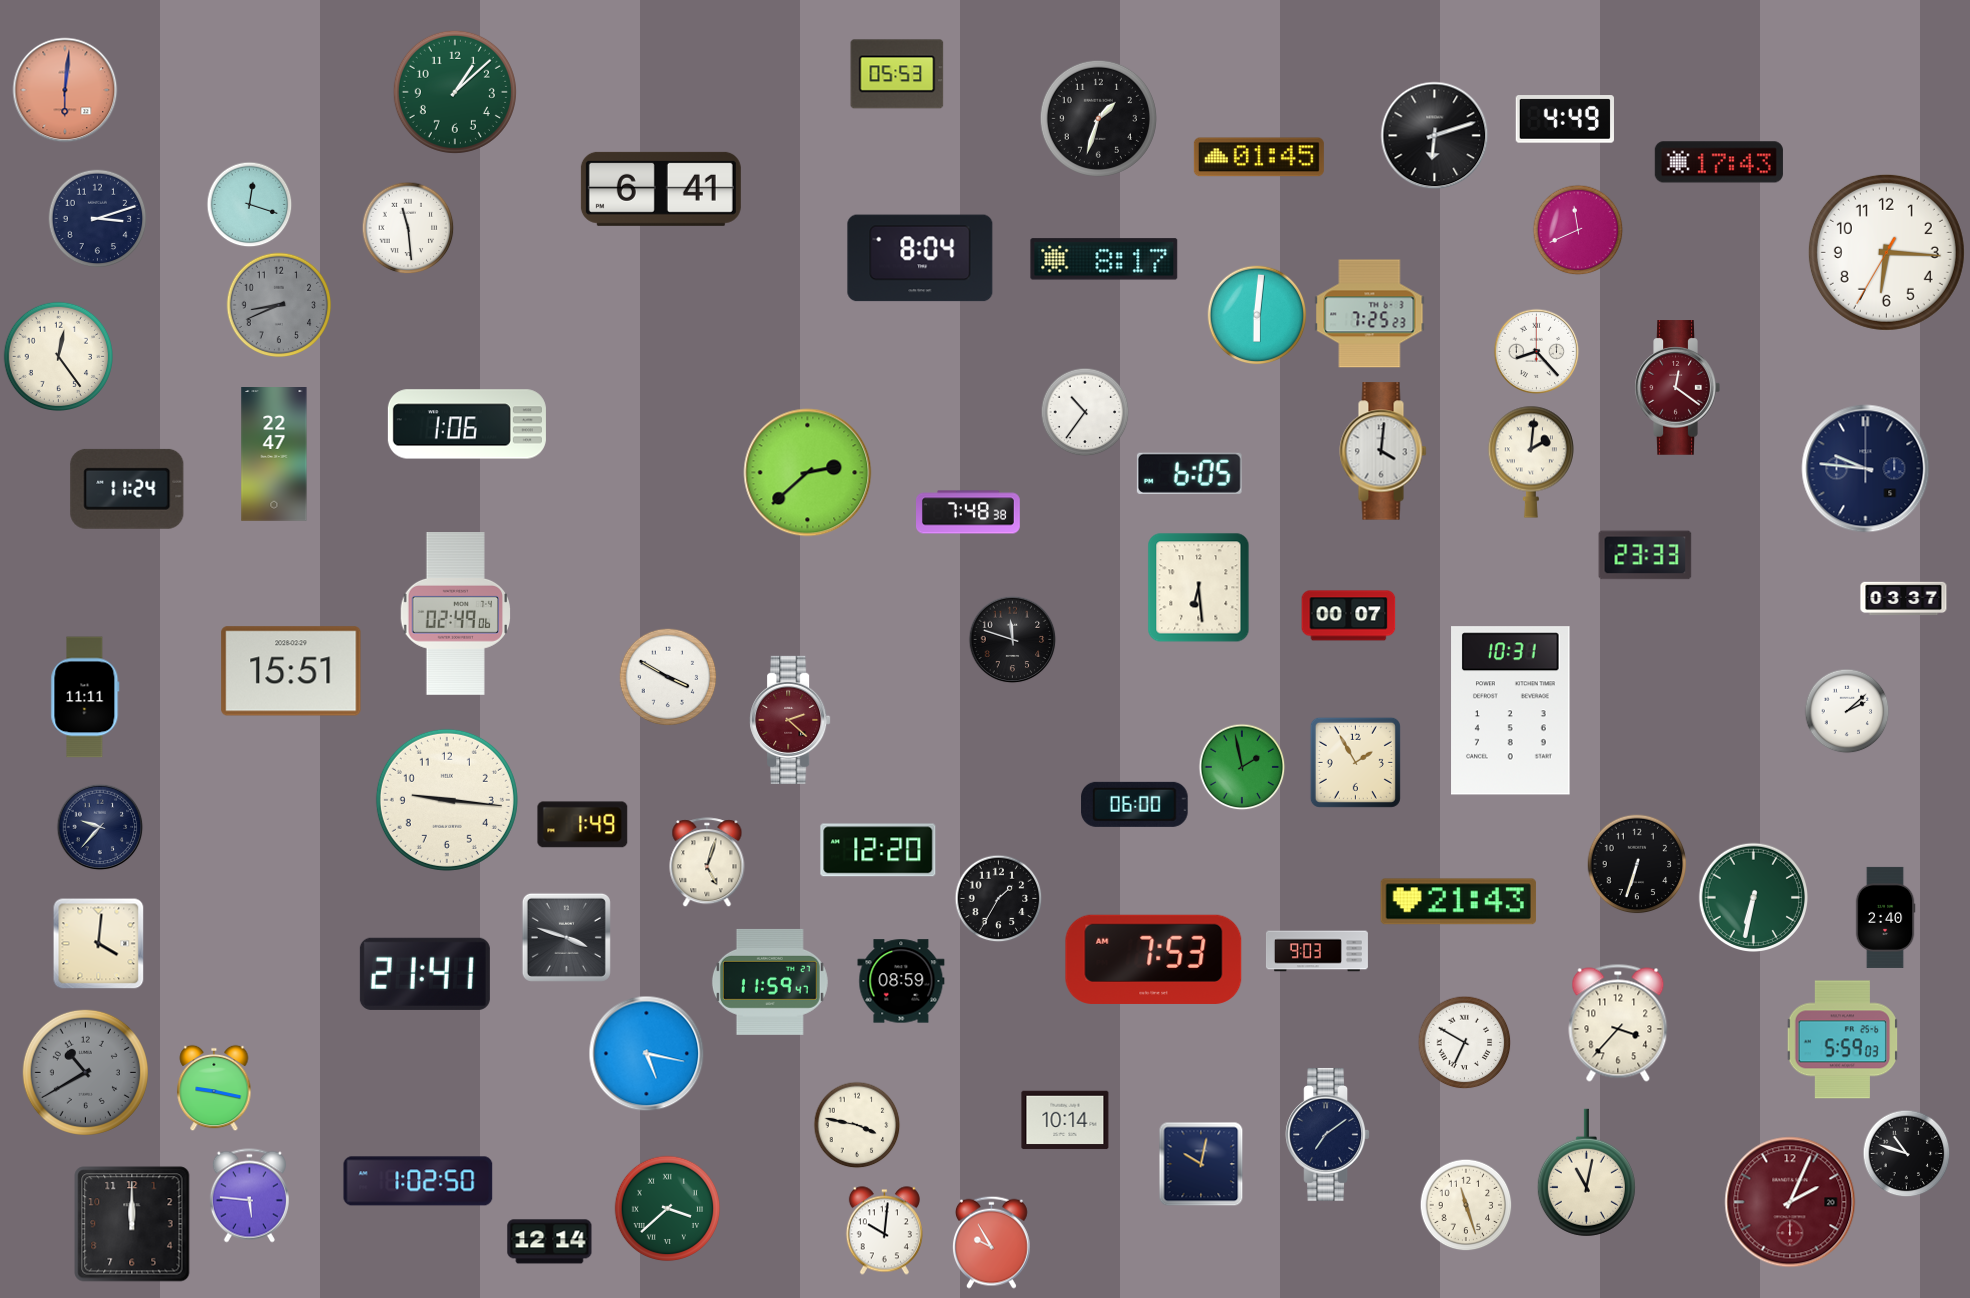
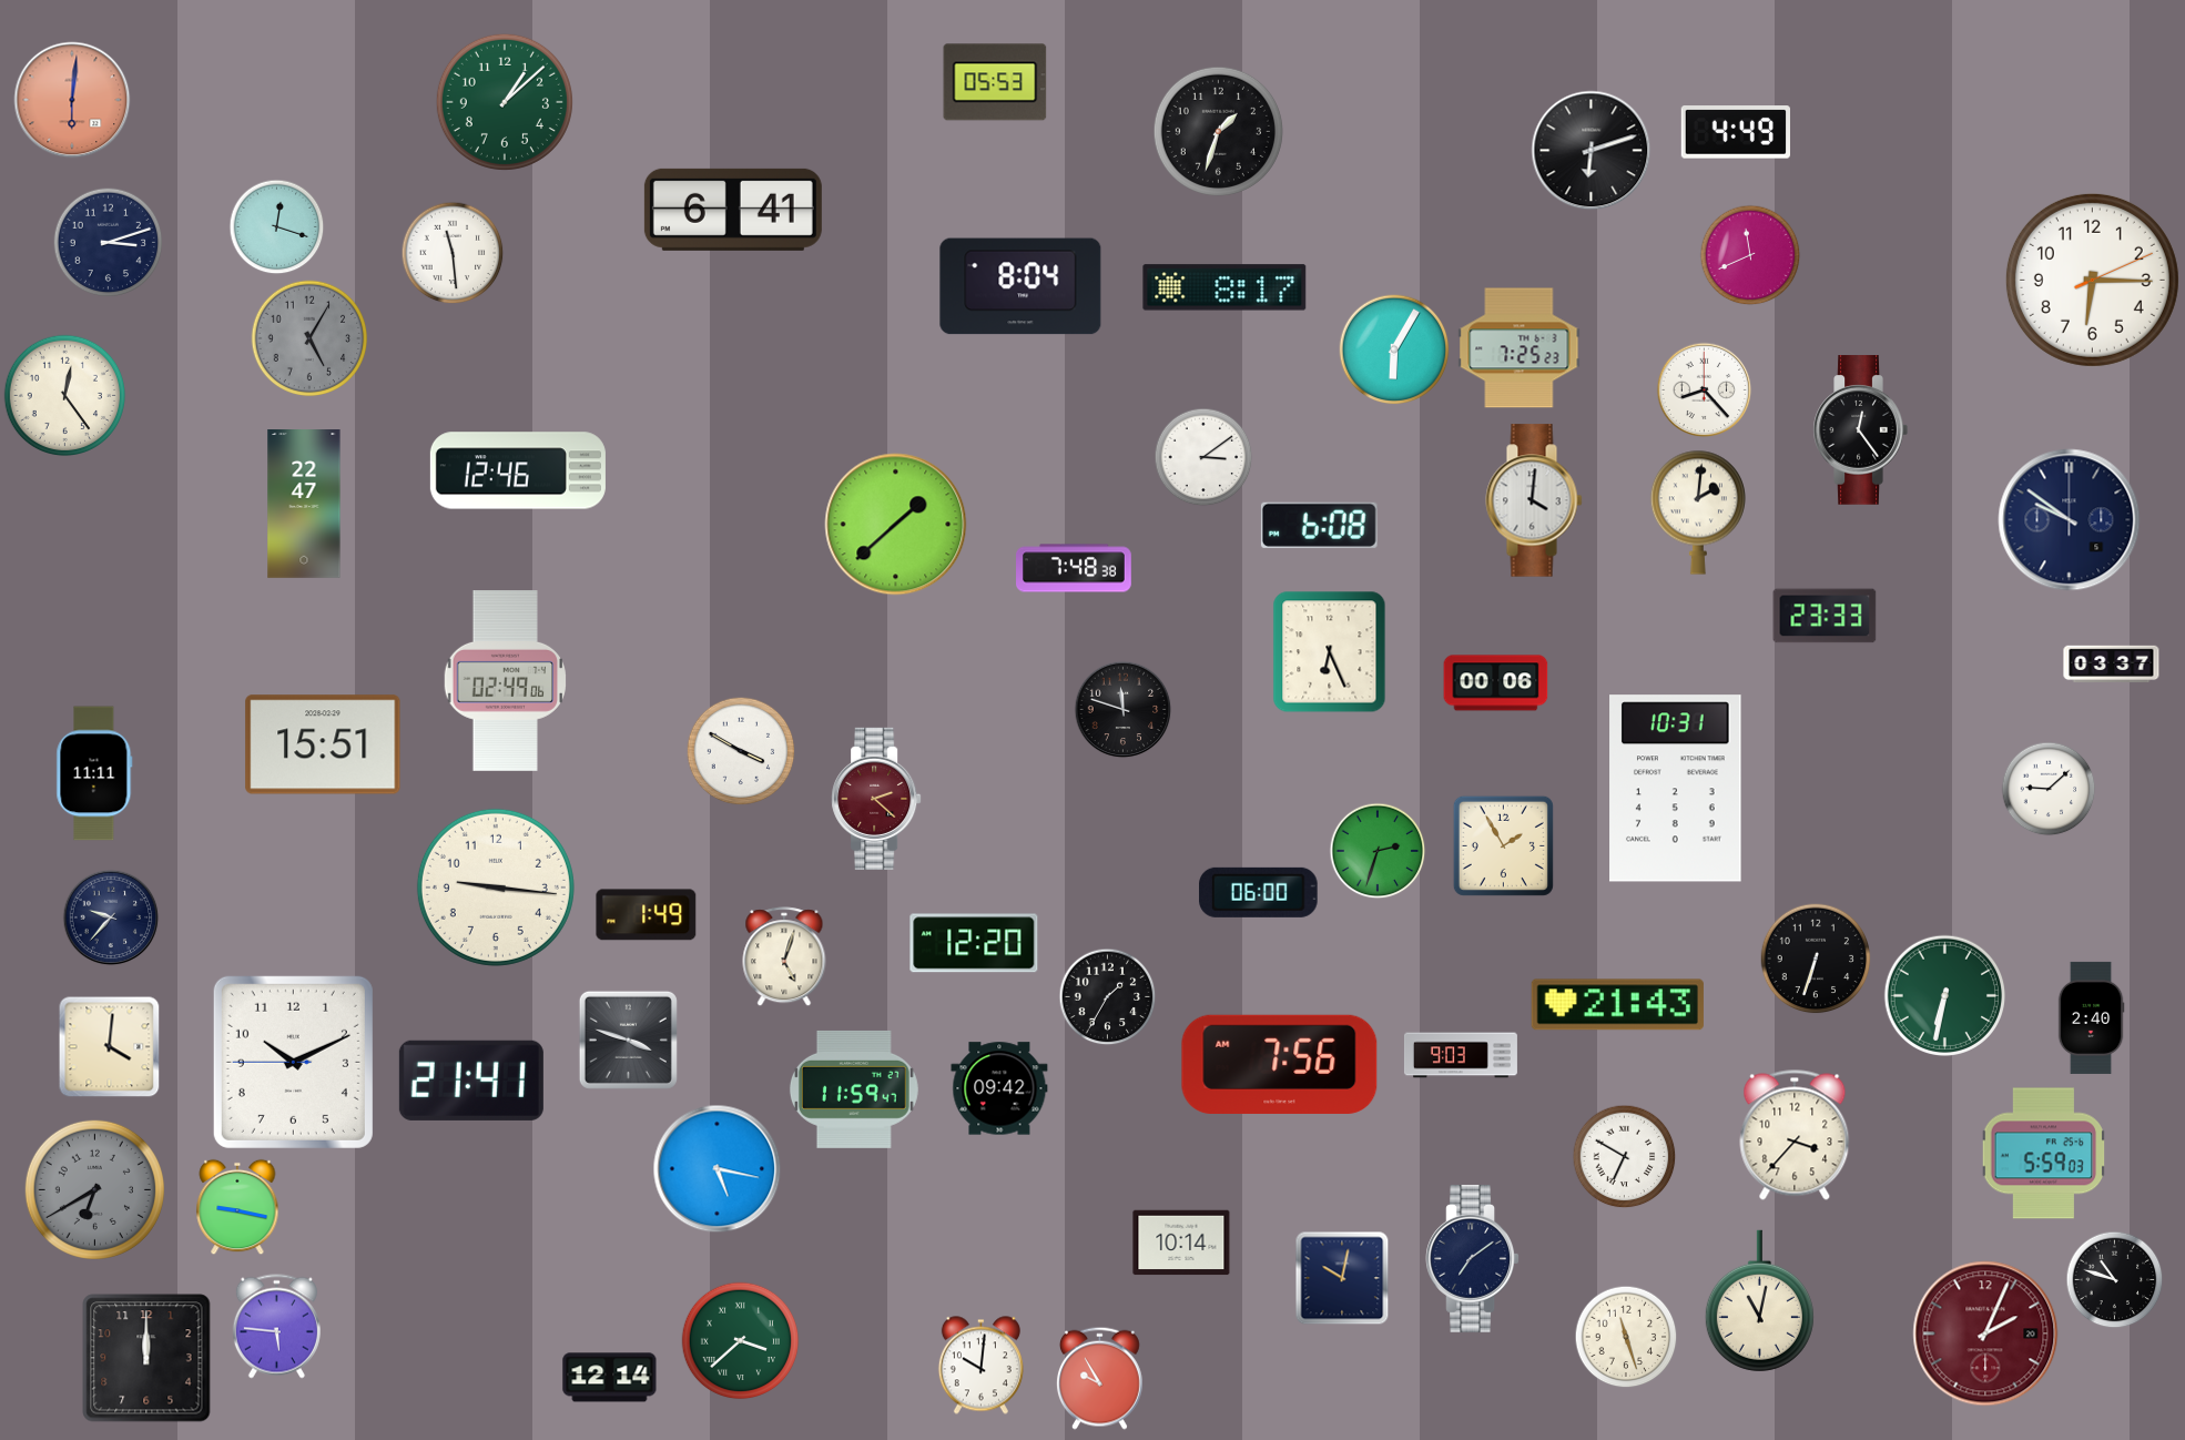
clock at (1259, 157): 01:45 -> none
clock at (1719, 162): 17:43 -> none
clock at (1886, 252): 6:15:35 -> 6:15:11
clock at (279, 305): 8:41 -> 5:05
clock at (1257, 315): 6:01 -> 6:05
clock at (1677, 388): 12:21 -> 12:24
clock at (1677, 388) dial: burgundy -> black
clock at (1085, 412): 10:36 -> 3:09
clock at (467, 424): 1:06 -> 12:46
clock at (1866, 469): 9:46 -> 9:51
clock at (808, 473): 2:38 -> 1:38
clock at (1189, 473): 6:05 -> 6:08
clock at (127, 489): 11:24 -> none
clock at (1199, 588): 6:29 -> 6:26
clock at (1349, 616): 00:07 -> 00:06
clock at (1847, 711): 2:08 -> 9:08
clock at (1242, 767): 1:58 -> 2:33
clock at (1458, 902) position: (1458, 902) -> (1617, 1005)
clock at (293, 1062): none -> 10:10
clock at (1154, 959): 7:53 -> 7:56
clock at (901, 981): 08:59 -> 09:42
clock at (85, 1072): 10:40 -> 6:40
clock at (857, 1125): 3:47 -> none
clock at (1201, 1164) position: (1201, 1164) -> (1342, 1278)
clock at (418, 1181): 1:02 -> none
